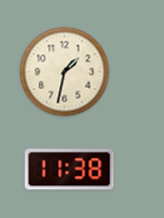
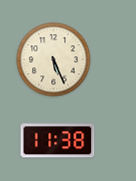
clock at (65, 72): 1:32 -> 5:26
